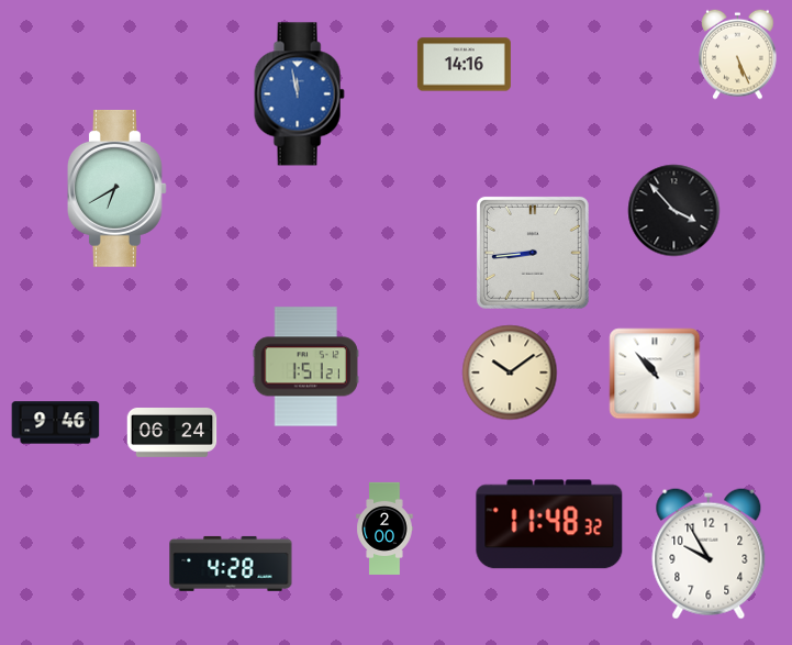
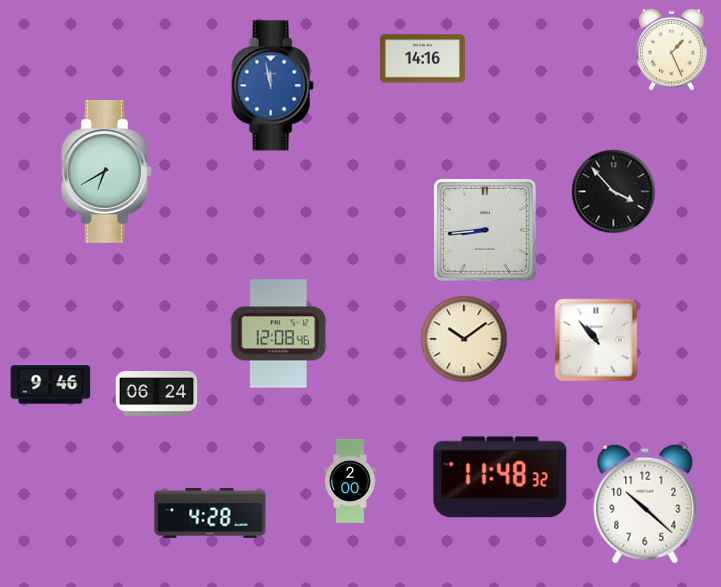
clock at (738, 54): 5:26 -> 1:26
clock at (305, 367): 1:51 -> 12:08
clock at (709, 554): 9:55 -> 10:22
